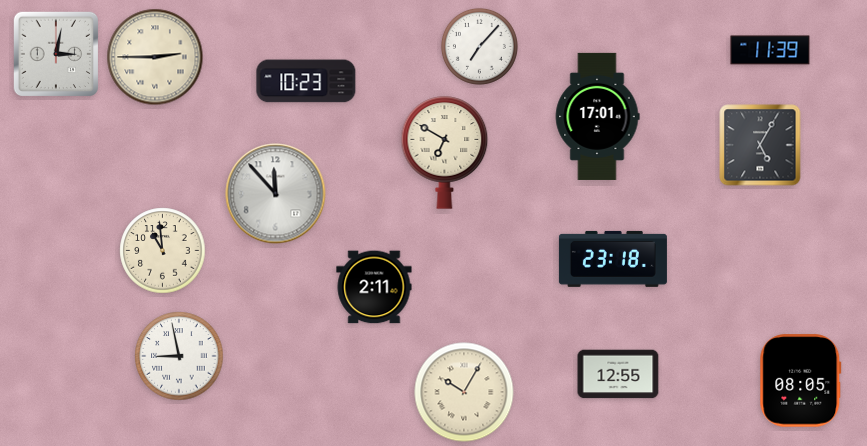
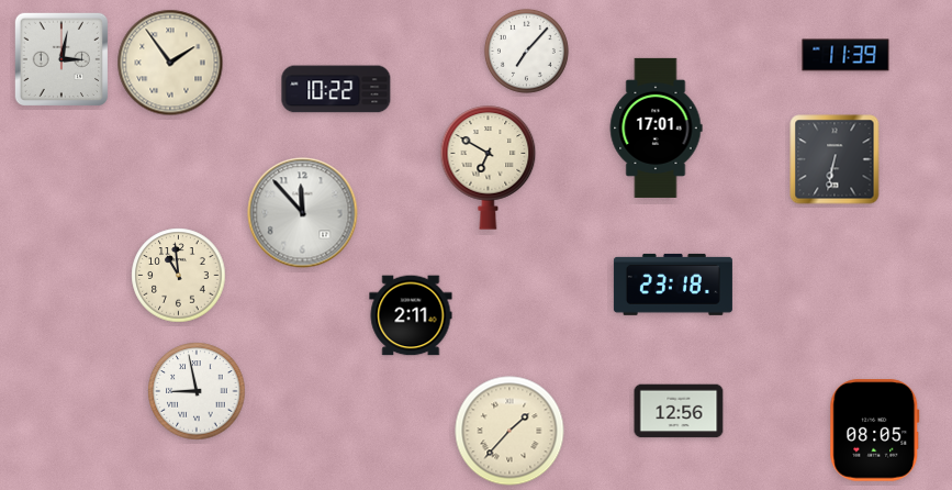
clock at (155, 57): 2:45 -> 1:54
clock at (306, 81): 10:23 -> 10:22
clock at (760, 145): 5:05 -> 6:32
clock at (618, 374): 12:55 -> 12:56
clock at (801, 381) position: (801, 381) -> (875, 431)
clock at (464, 392): 10:05 -> 1:37
